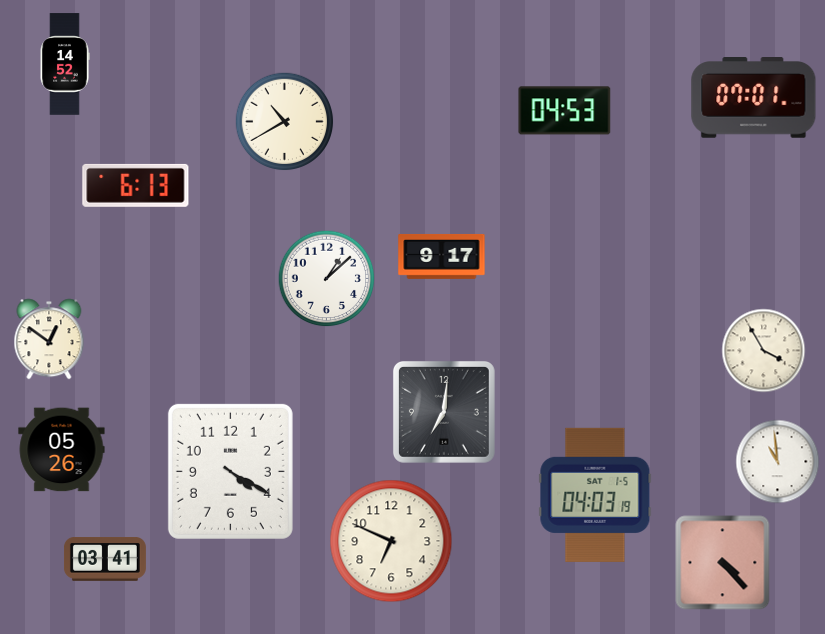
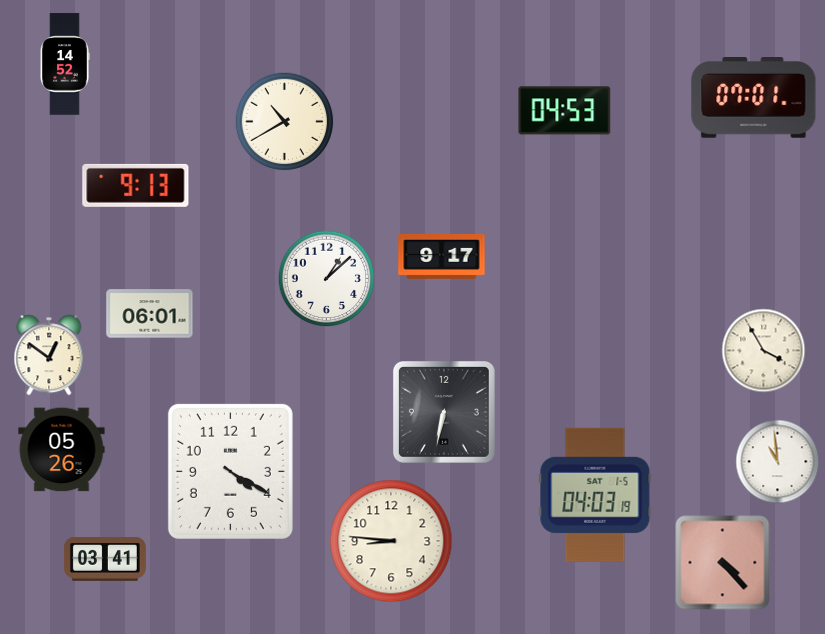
clock at (136, 185): 6:13 -> 9:13
clock at (150, 314): none -> 06:01
clock at (49, 339) position: (49, 339) -> (49, 355)
clock at (444, 412): 7:01 -> 6:32
clock at (391, 541): 6:49 -> 8:46
